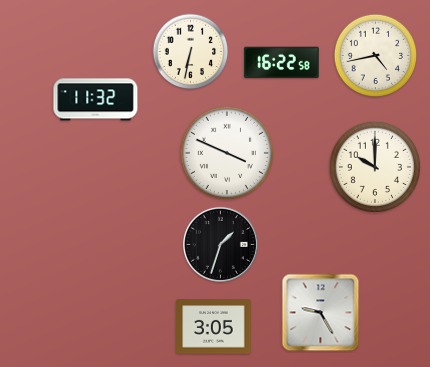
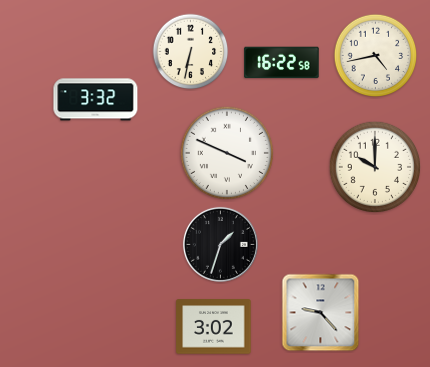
clock at (96, 100): 11:32 -> 3:32
clock at (321, 313): 9:25 -> 9:23
clock at (214, 327): 3:05 -> 3:02
